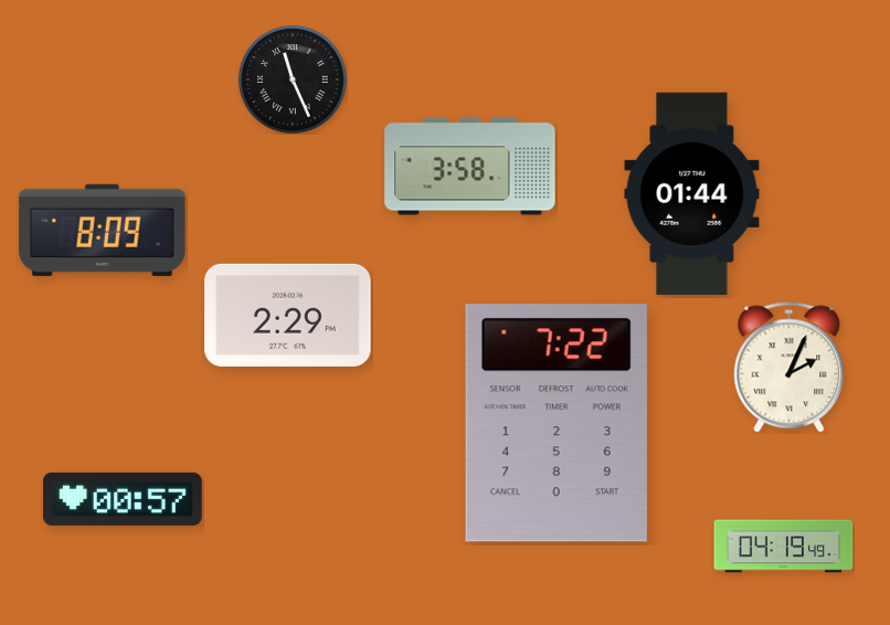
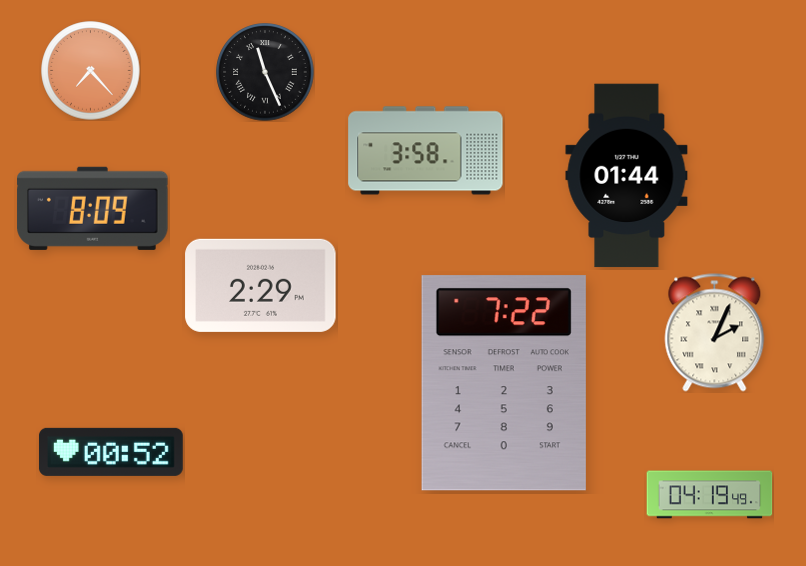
clock at (91, 71): none -> 7:23
clock at (123, 499): 00:57 -> 00:52
